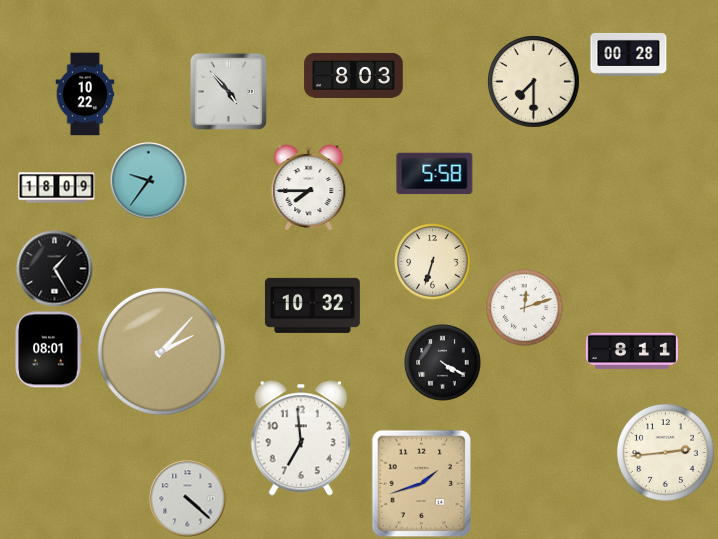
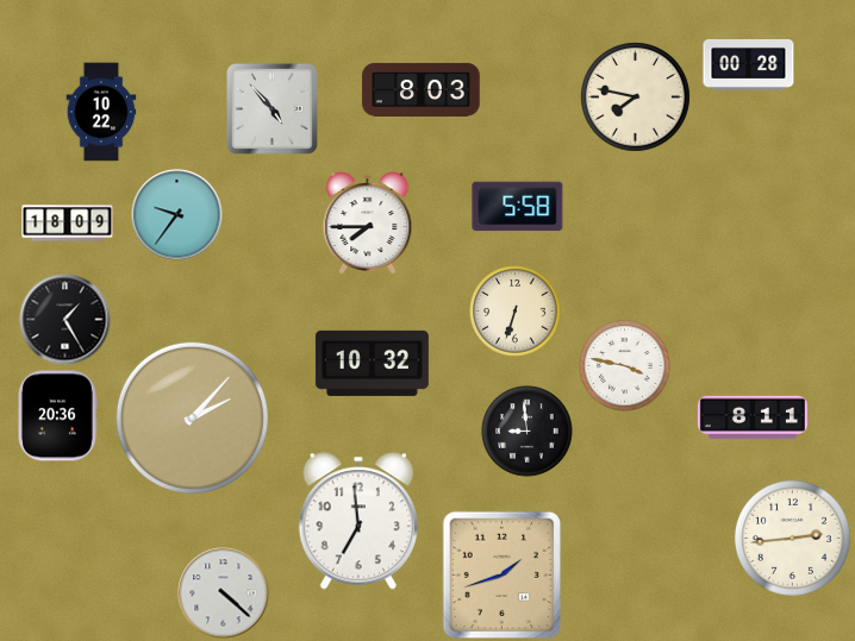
clock at (534, 82): 7:30 -> 7:47
clock at (525, 308): 12:12 -> 3:47
clock at (48, 350): 08:01 -> 20:36
clock at (443, 363): 4:20 -> 8:59
